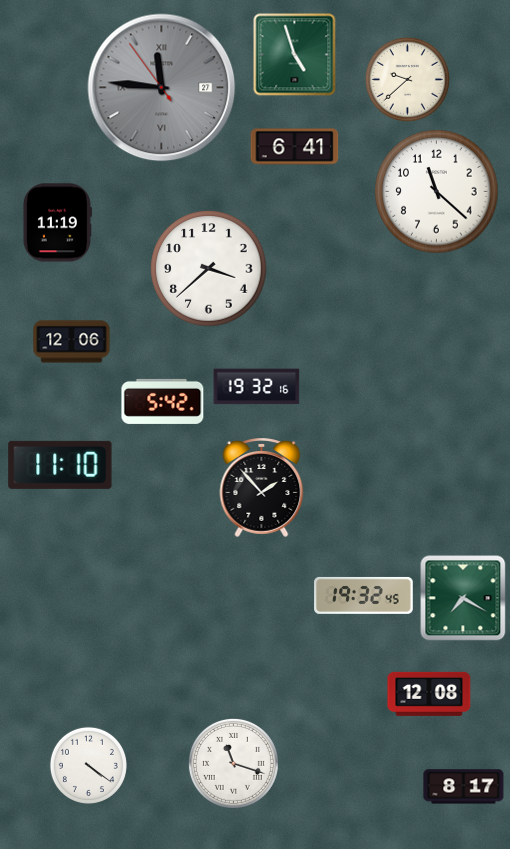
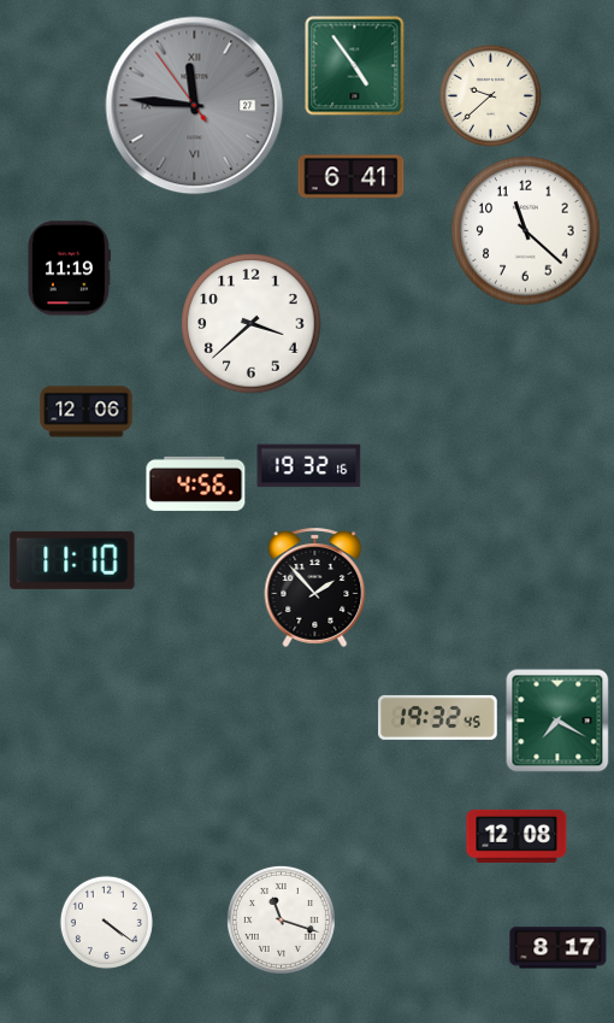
clock at (295, 55): 4:57 -> 4:54
clock at (295, 147) position: (295, 147) -> (352, 177)
clock at (163, 401): 5:42 -> 4:56
